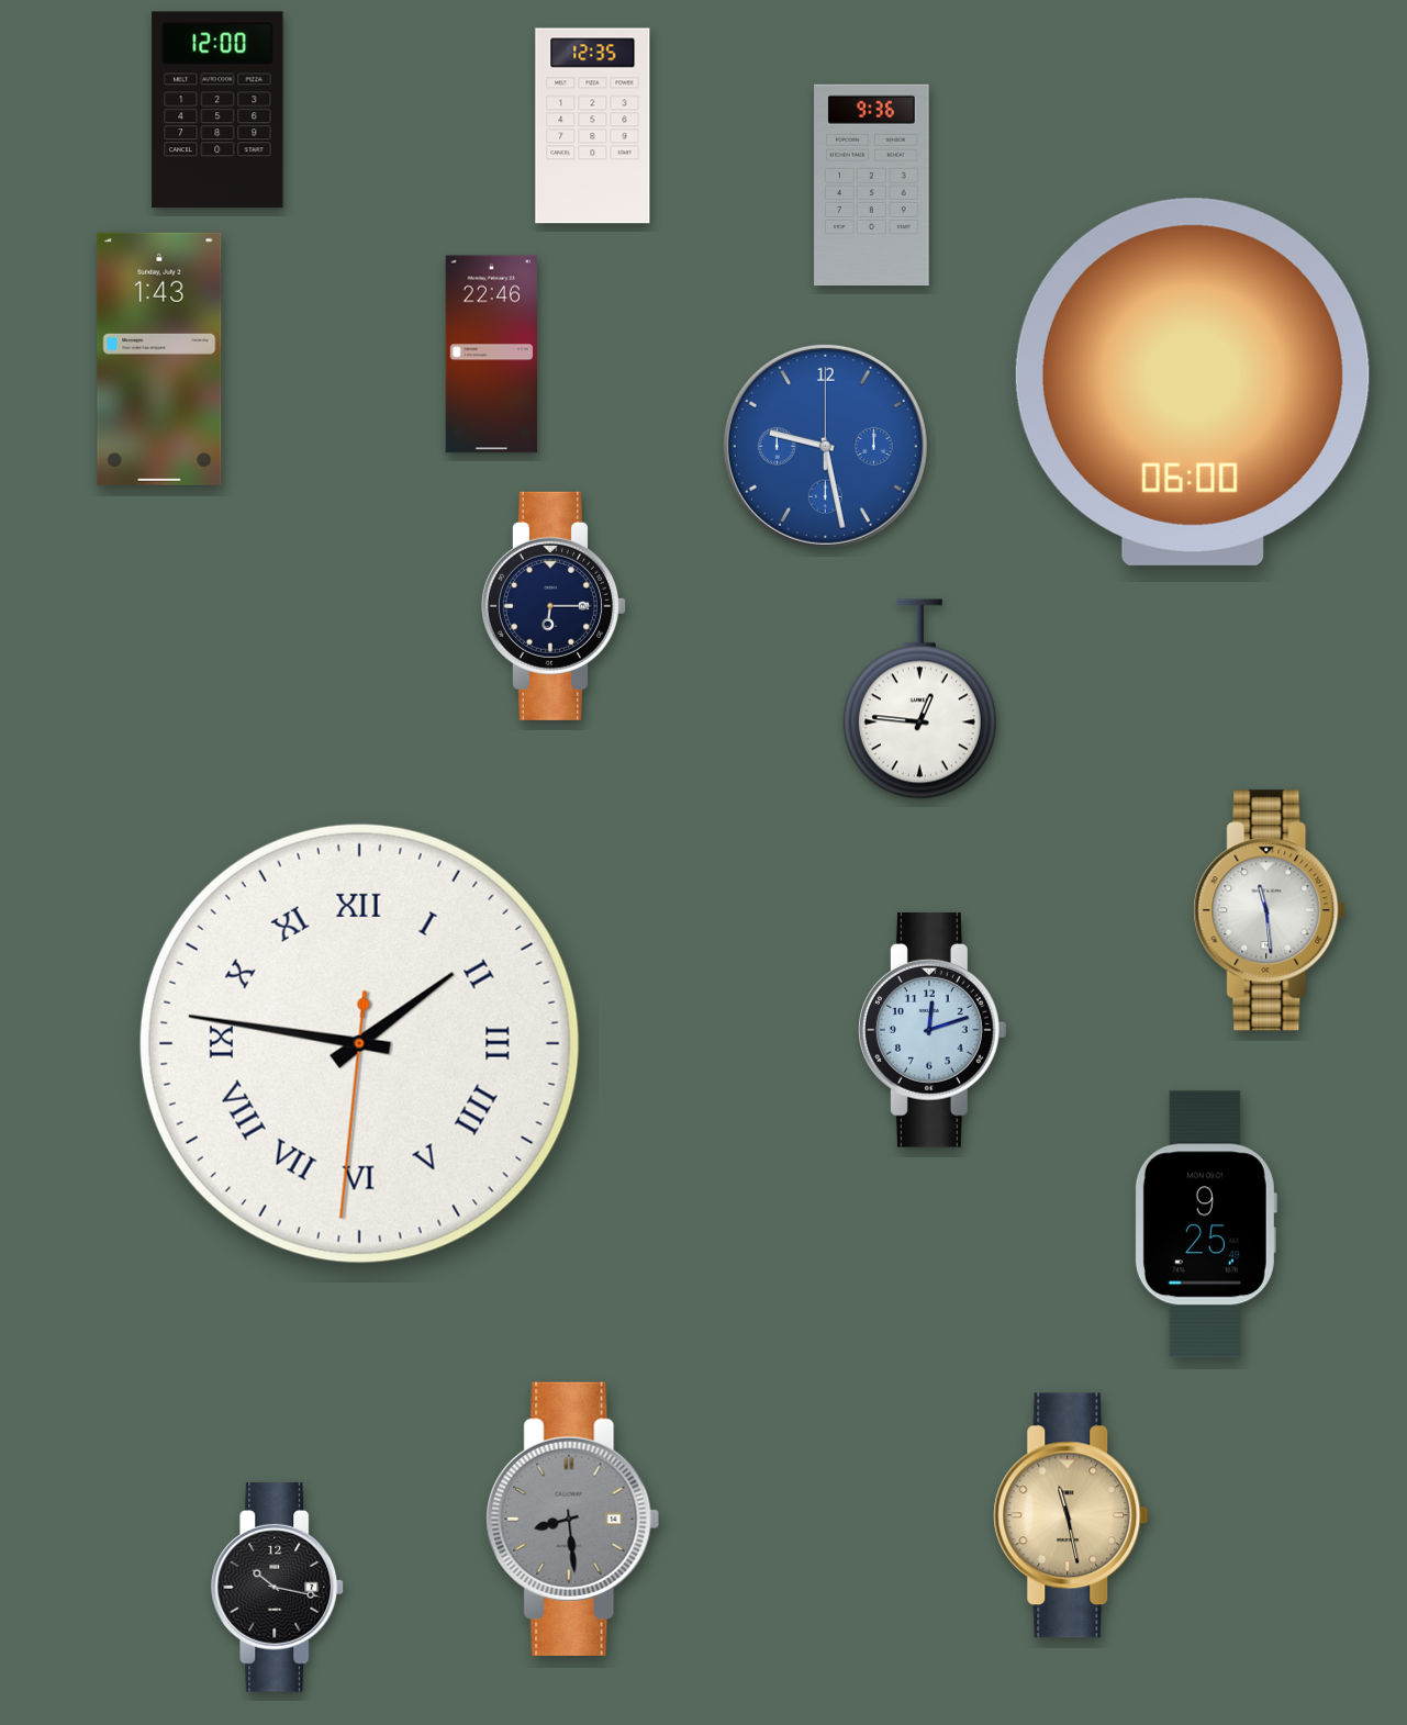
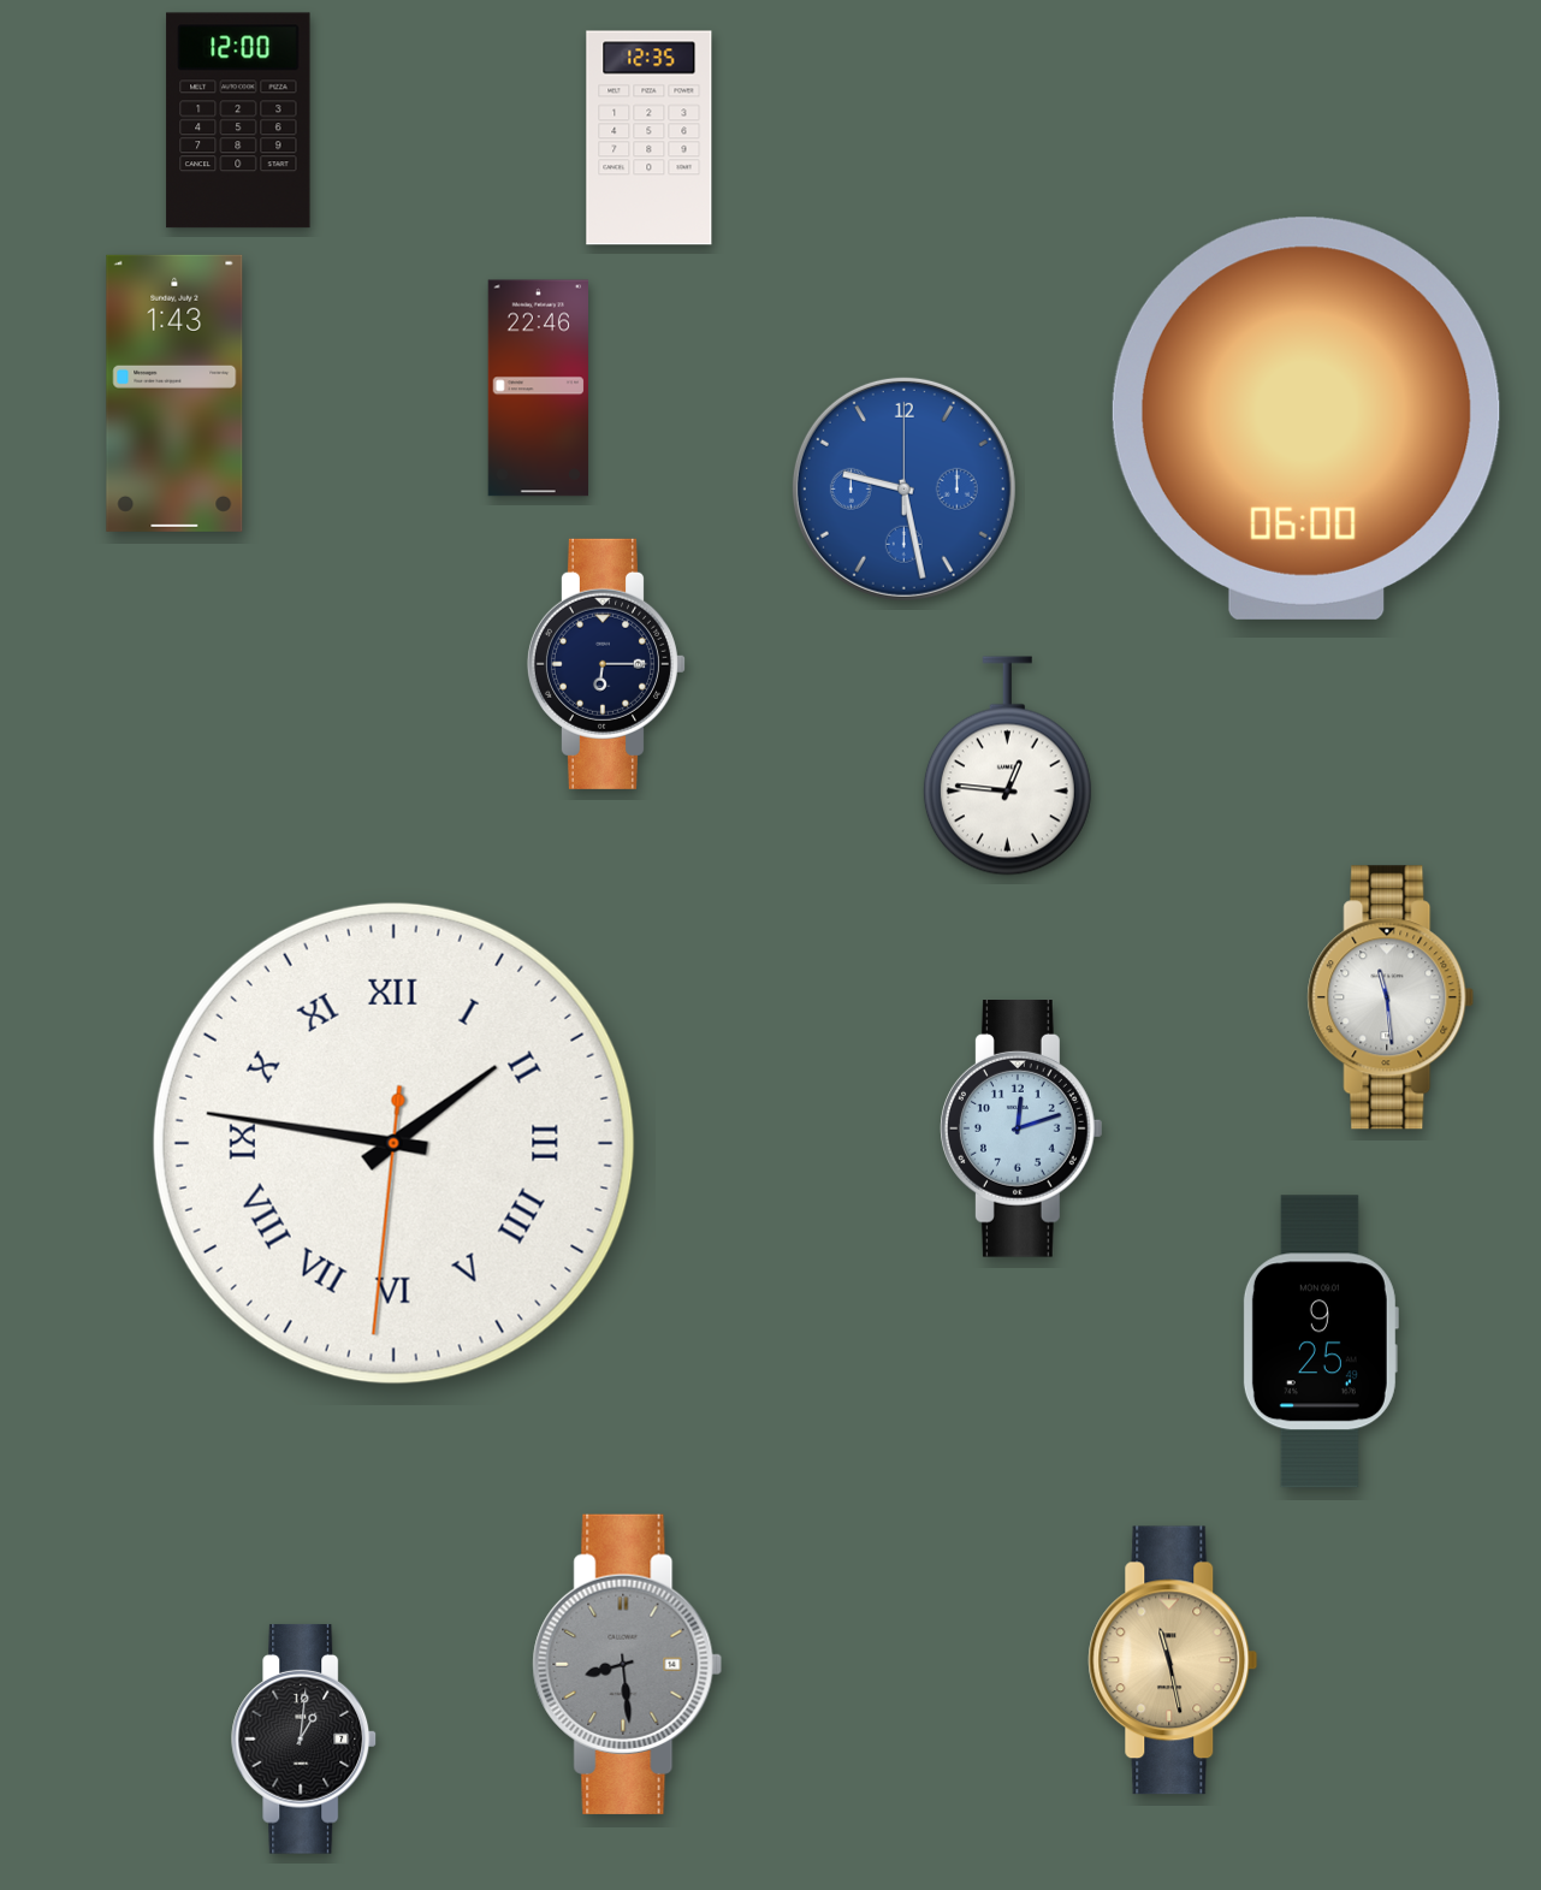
clock at (872, 186): 9:36 -> none
clock at (278, 1588): 10:17 -> 1:01
